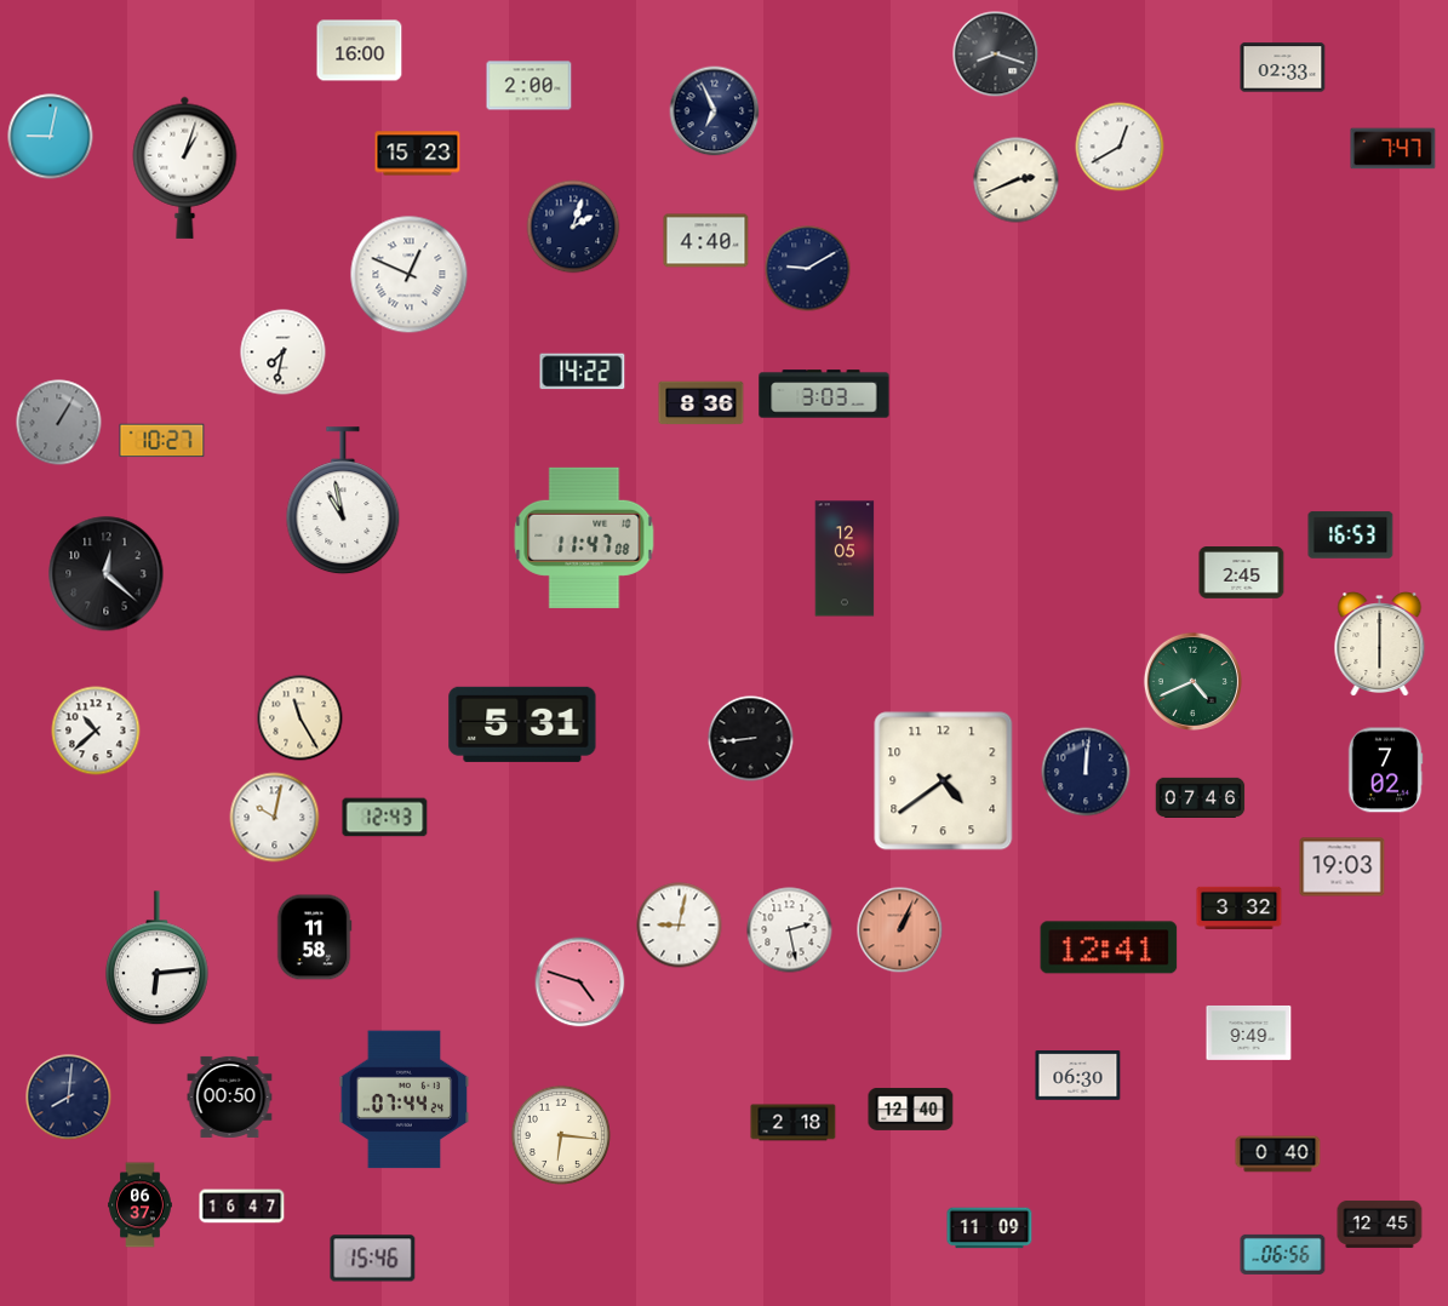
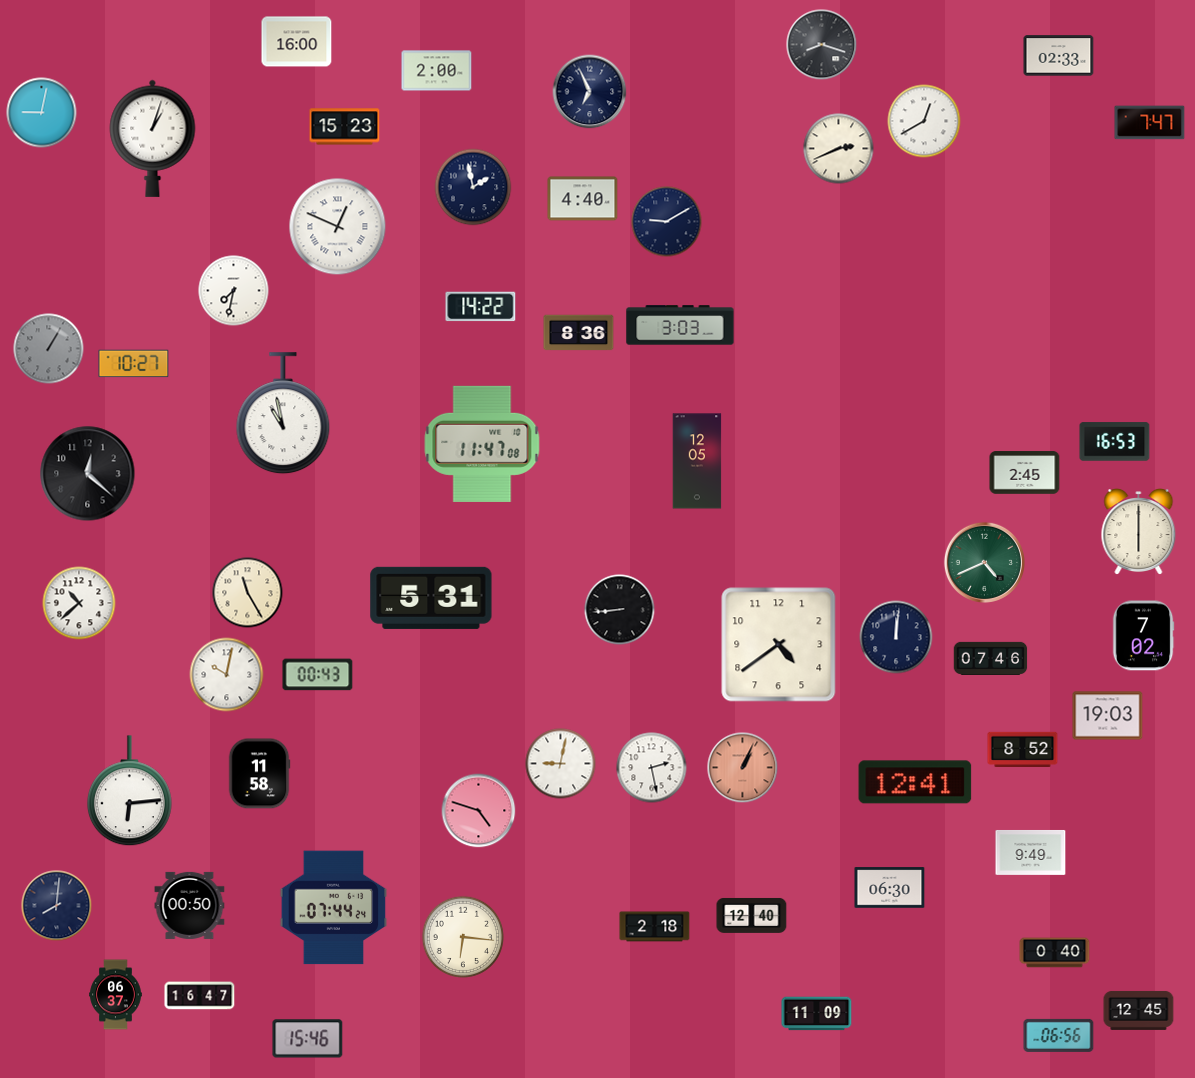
clock at (573, 227): 2:03 -> 1:58
clock at (385, 818): 12:43 -> 00:43
clock at (1240, 907): 3:32 -> 8:52
